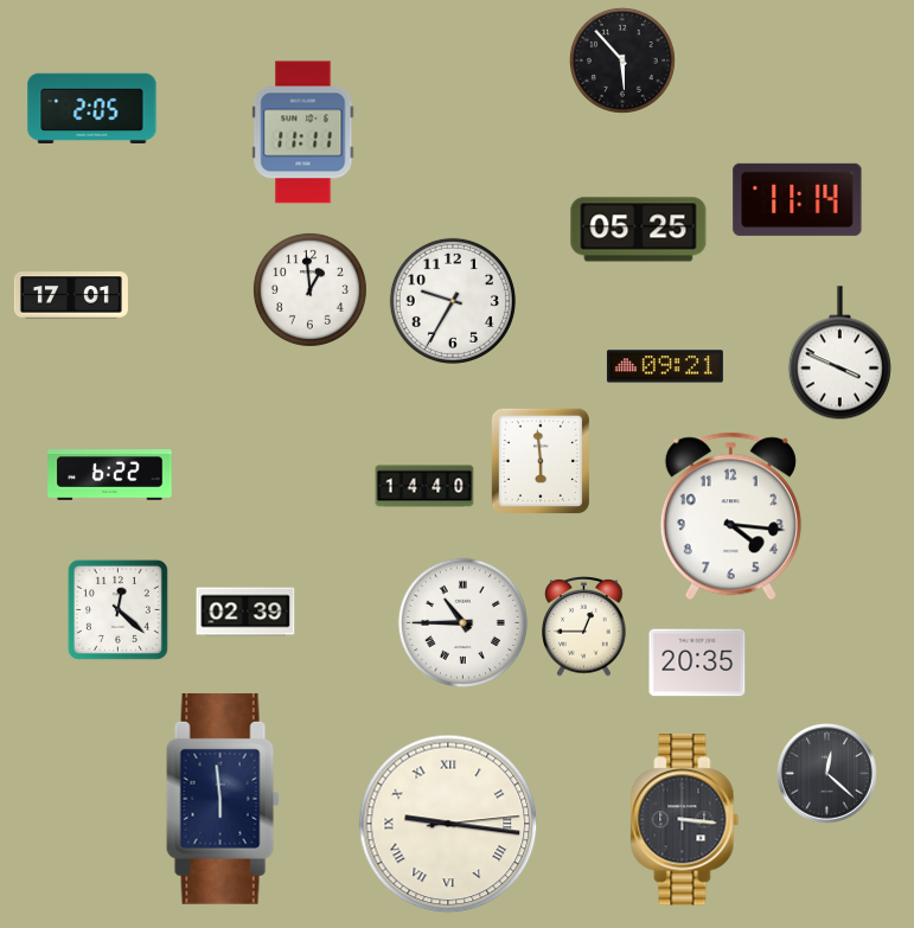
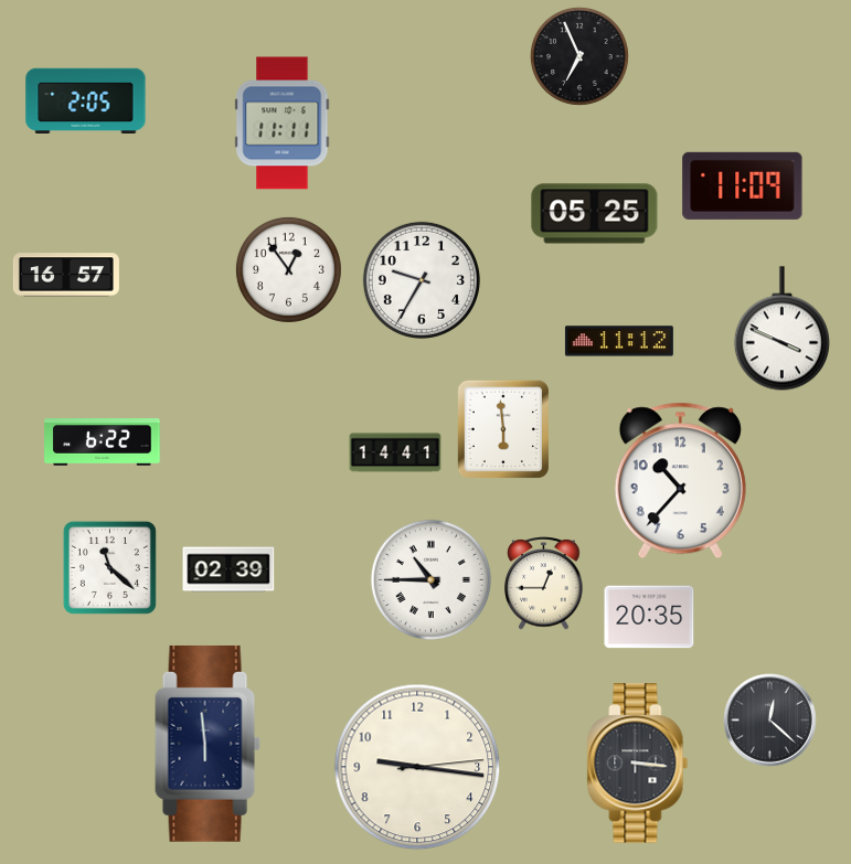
clock at (622, 60): 5:53 -> 6:56
clock at (798, 199): 11:14 -> 11:09
clock at (309, 289): 12:59 -> 12:54
clock at (71, 295): 17:01 -> 16:57
clock at (665, 366): 09:21 -> 11:12
clock at (424, 486): 14:40 -> 14:41
clock at (730, 517): 4:16 -> 10:37
clock at (117, 609): 12:22 -> 11:22
clock at (448, 824) numerals: Roman -> Arabic
